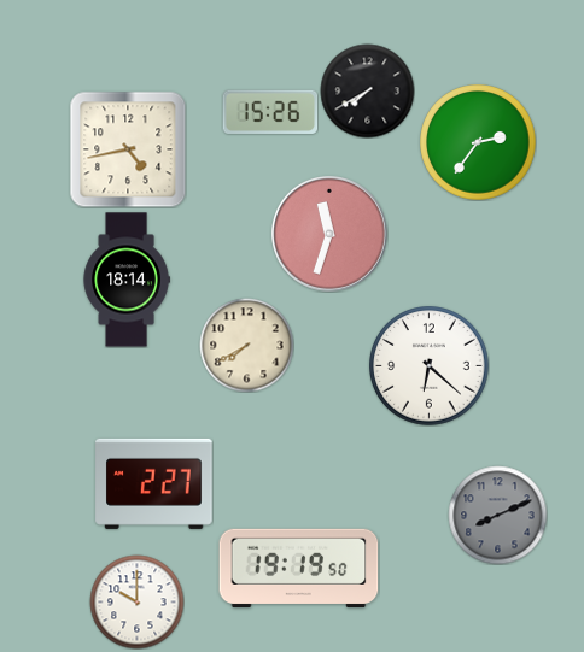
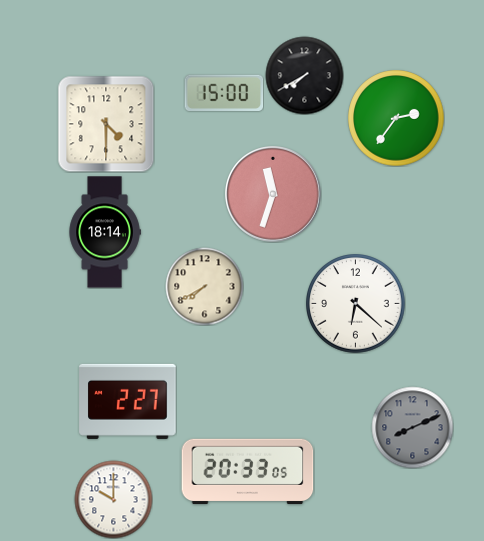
clock at (270, 112): 15:26 -> 15:00
clock at (128, 149): 4:43 -> 4:30
clock at (299, 569): 19:19 -> 20:33
